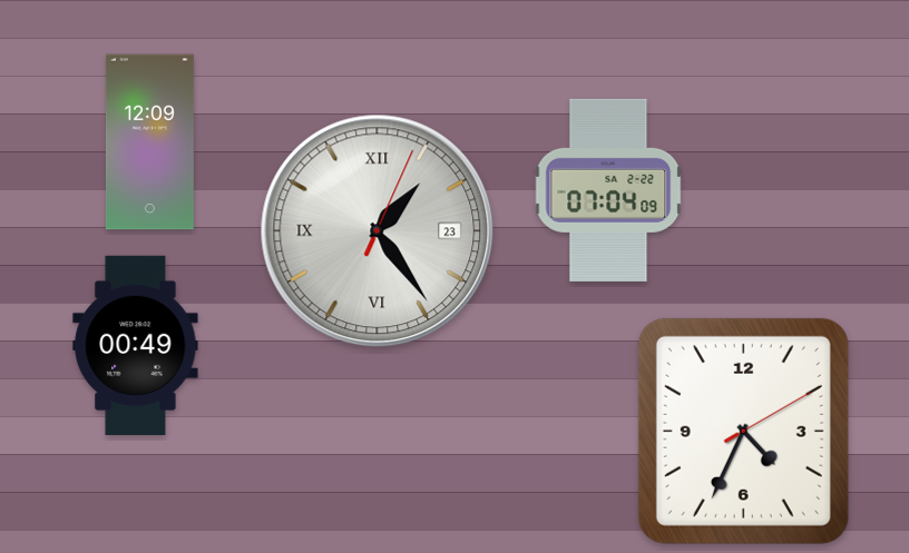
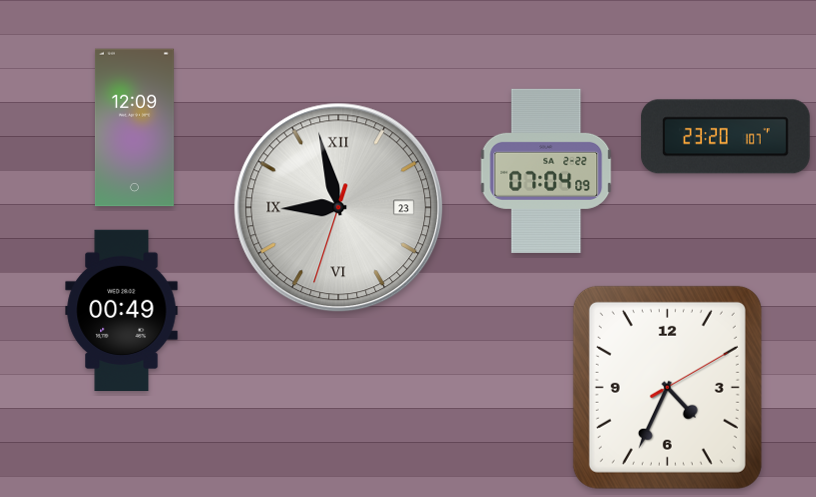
clock at (725, 137): none -> 23:20
clock at (378, 231): 1:24 -> 8:57
